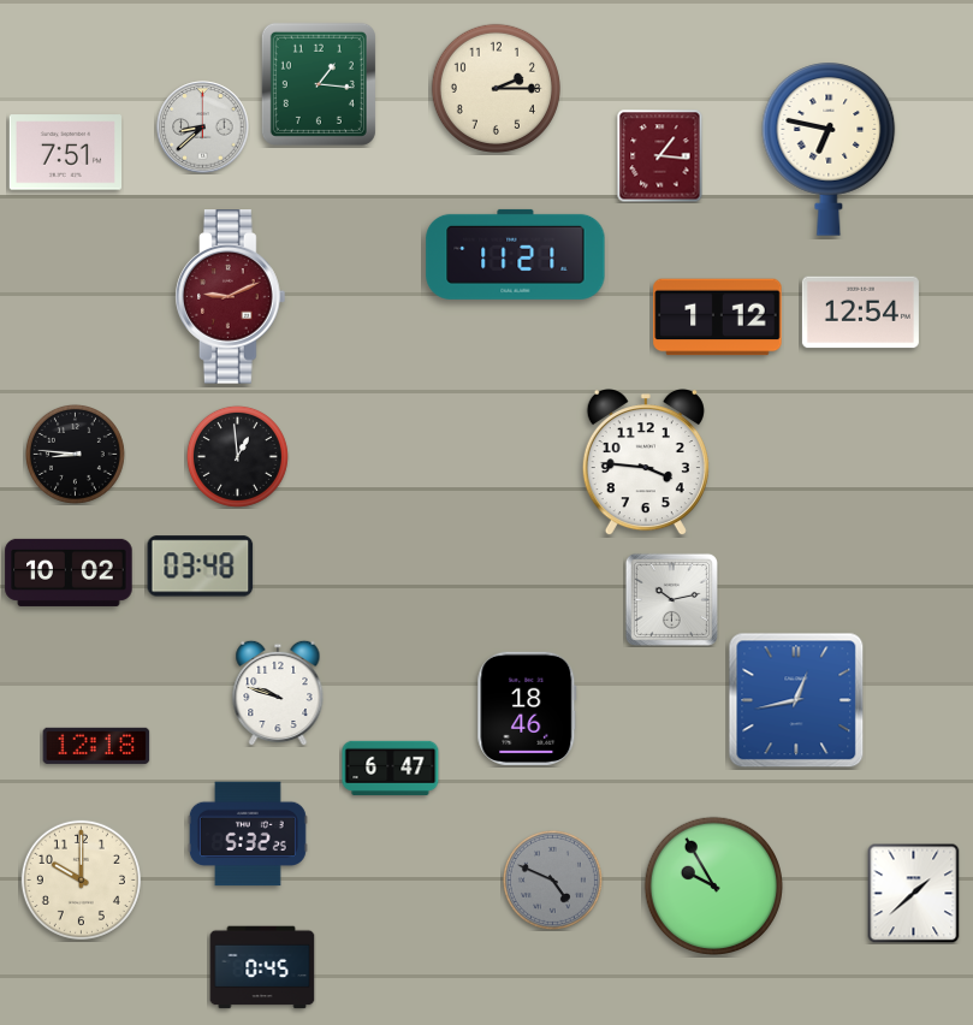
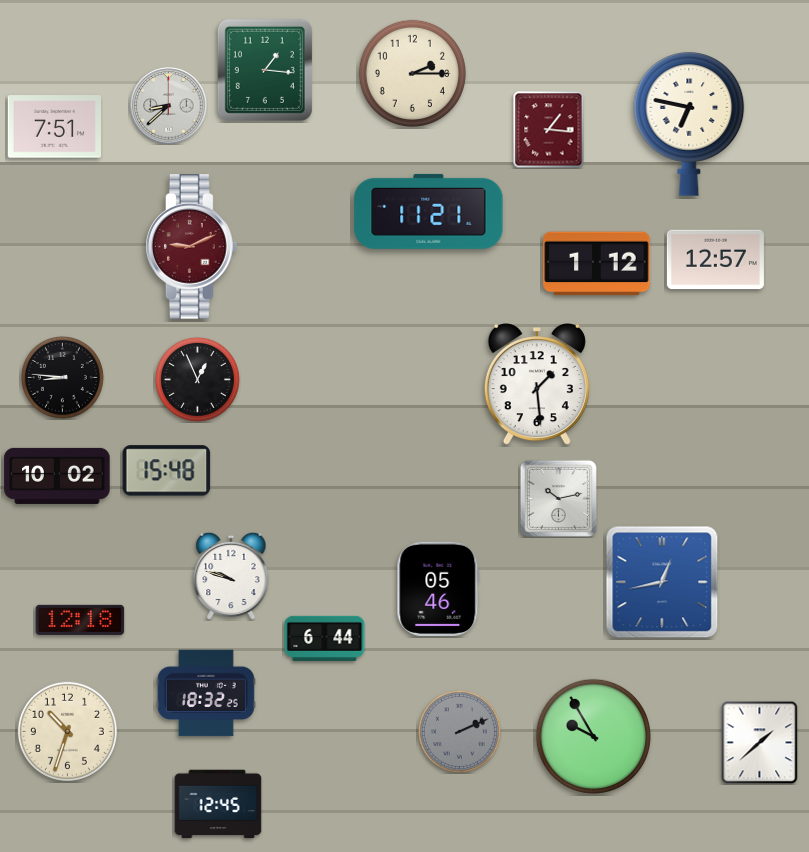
clock at (860, 313): 12:54 -> 12:57
clock at (237, 456): 12:59 -> 12:56
clock at (646, 463): 3:46 -> 1:29
clock at (201, 567): 03:48 -> 15:48
clock at (527, 709): 18:46 -> 05:46
clock at (391, 768): 6:47 -> 6:44
clock at (248, 834): 5:32 -> 18:32
clock at (81, 879): 10:00 -> 10:33
clock at (552, 879): 4:49 -> 2:11
clock at (262, 967): 0:45 -> 12:45
